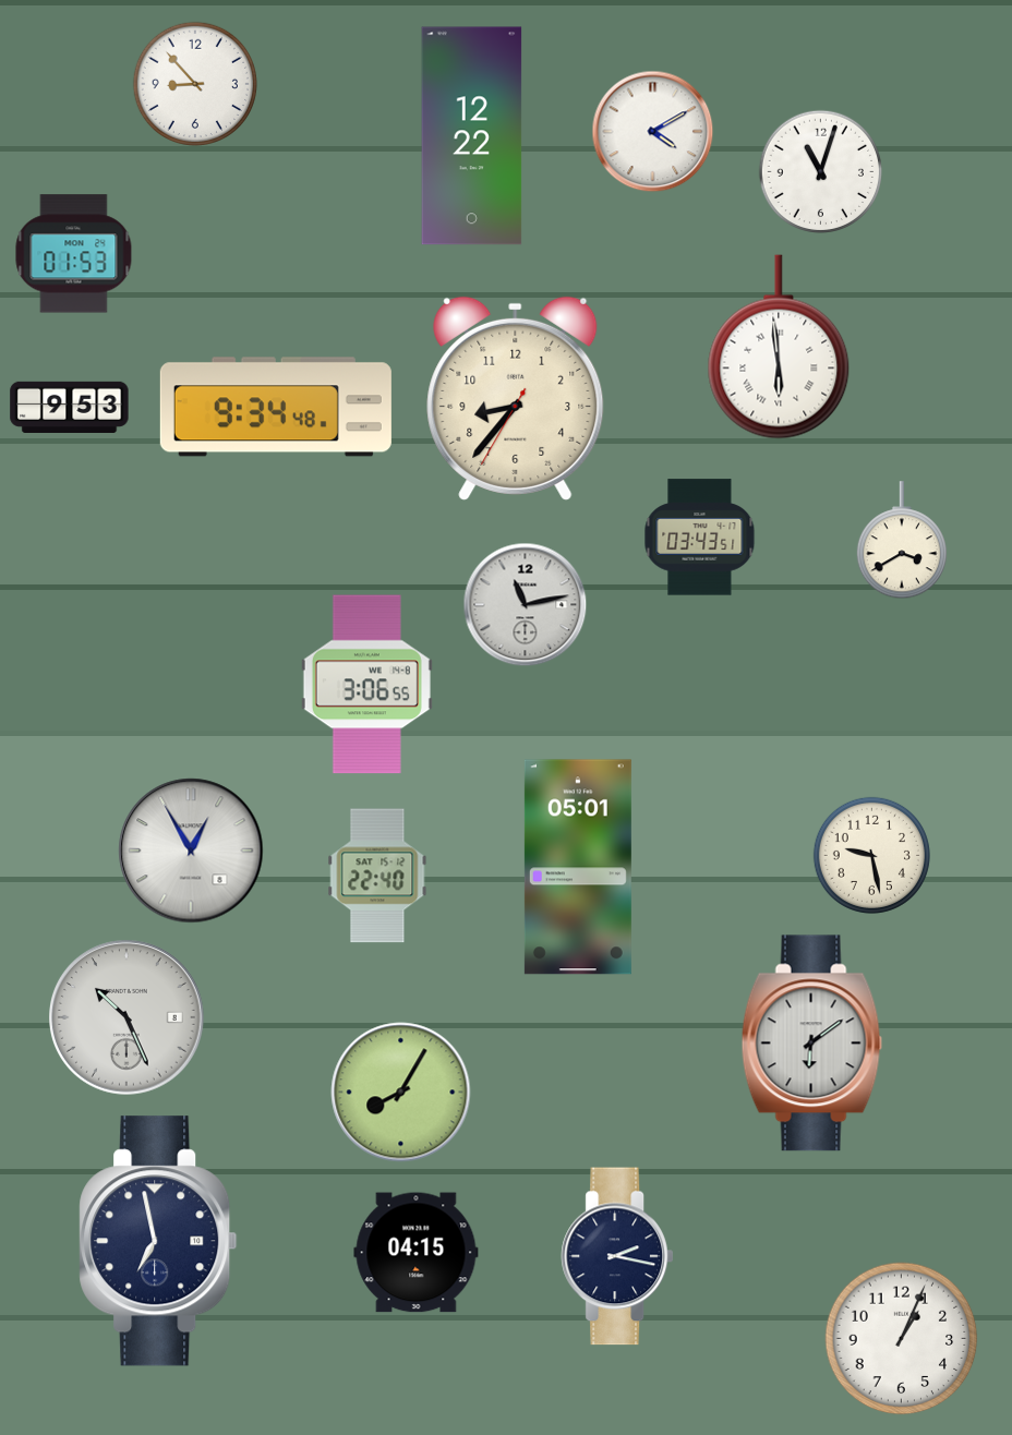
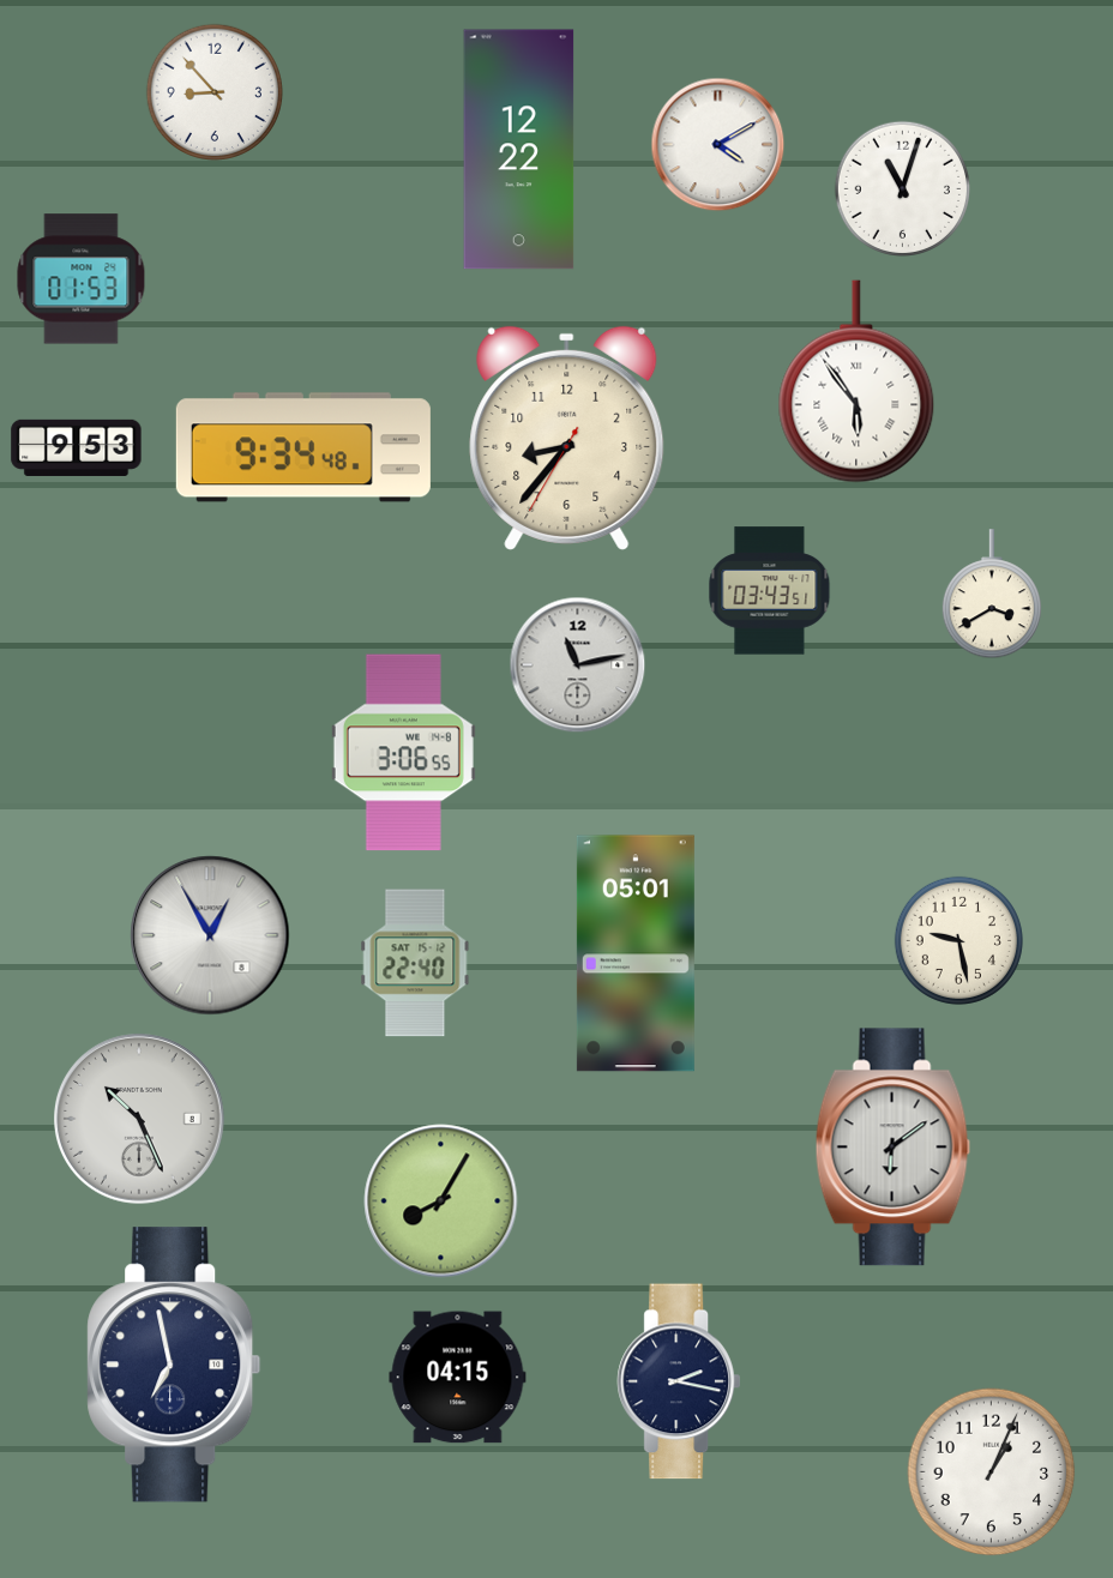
clock at (779, 347): 5:59 -> 5:54
